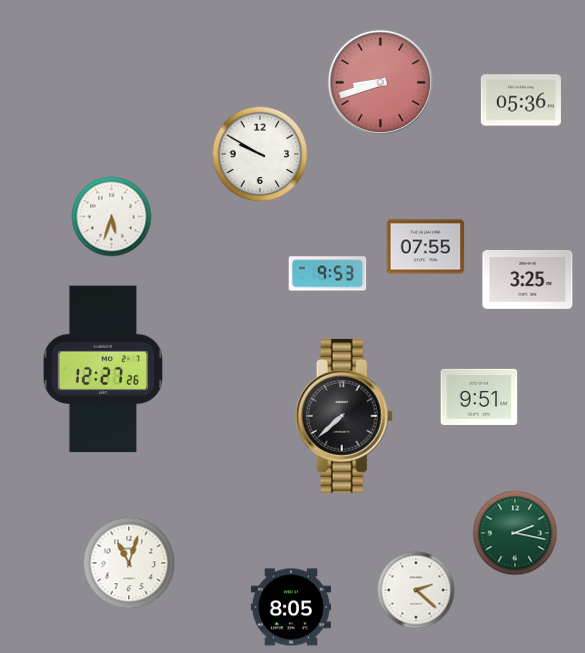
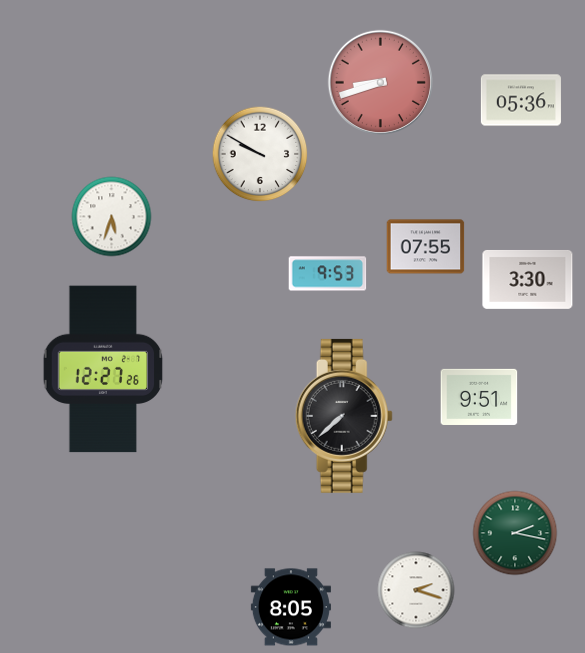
clock at (528, 279): 3:25 -> 3:30
clock at (129, 563): 11:03 -> none
clock at (416, 590): 2:22 -> 2:18
